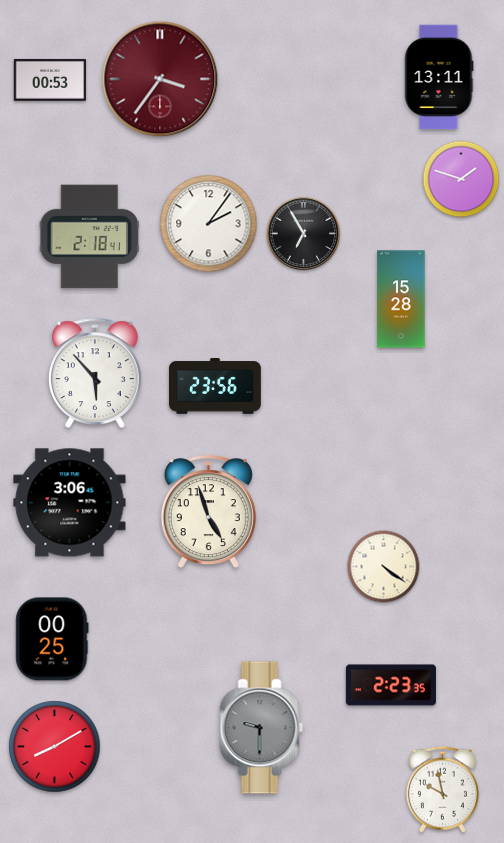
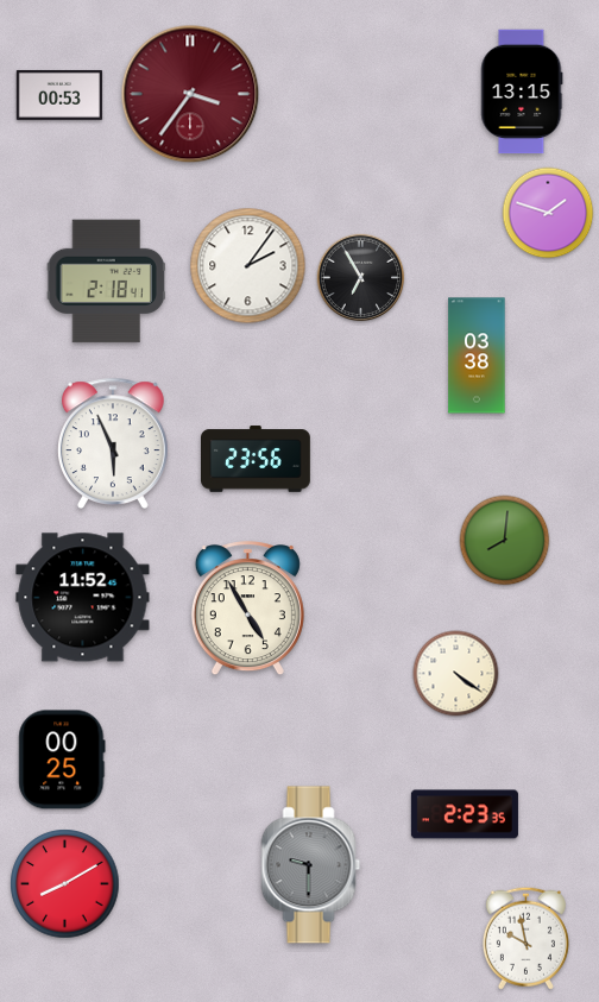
clock at (439, 77): 13:11 -> 13:15
clock at (401, 299): 15:28 -> 03:38
clock at (95, 372): 5:53 -> 5:56
clock at (505, 541): none -> 8:01
clock at (70, 503): 3:06 -> 11:52
clock at (208, 512): 4:57 -> 4:55
clock at (55, 747) position: (55, 747) -> (65, 884)
